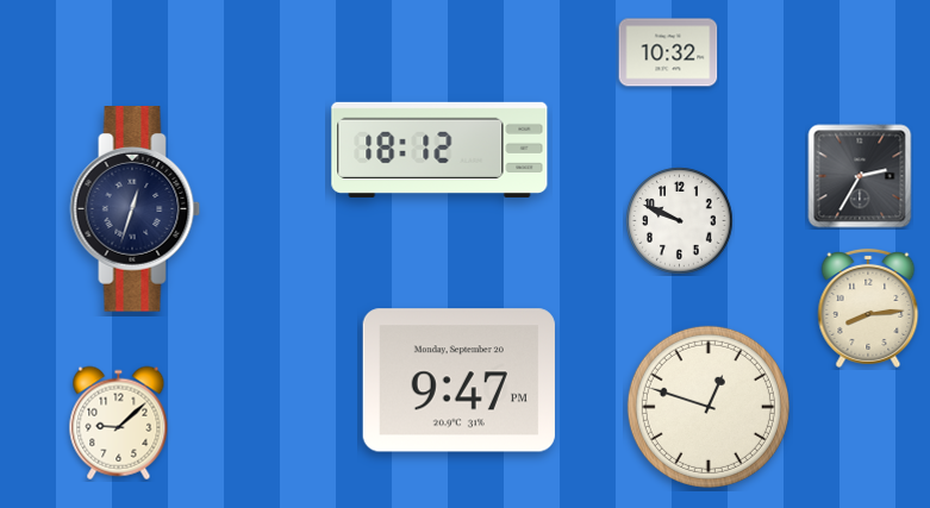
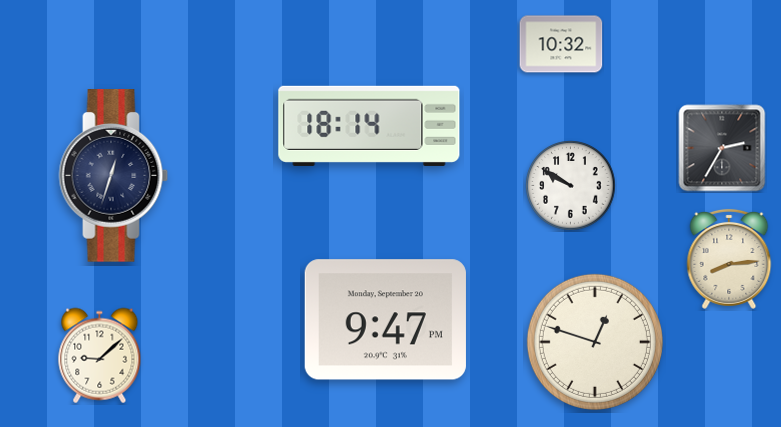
clock at (439, 150): 18:12 -> 18:14
clock at (680, 221): 9:49 -> 9:50
